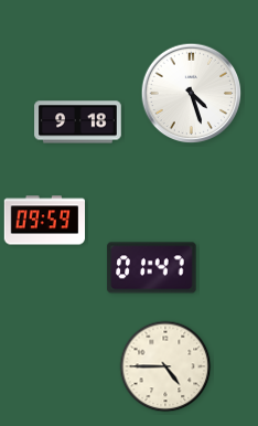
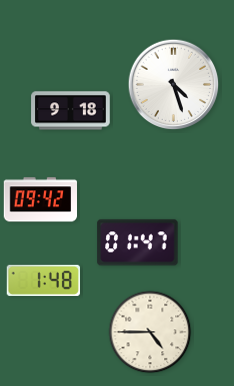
clock at (44, 221): 09:59 -> 09:42
clock at (43, 280): none -> 1:48
